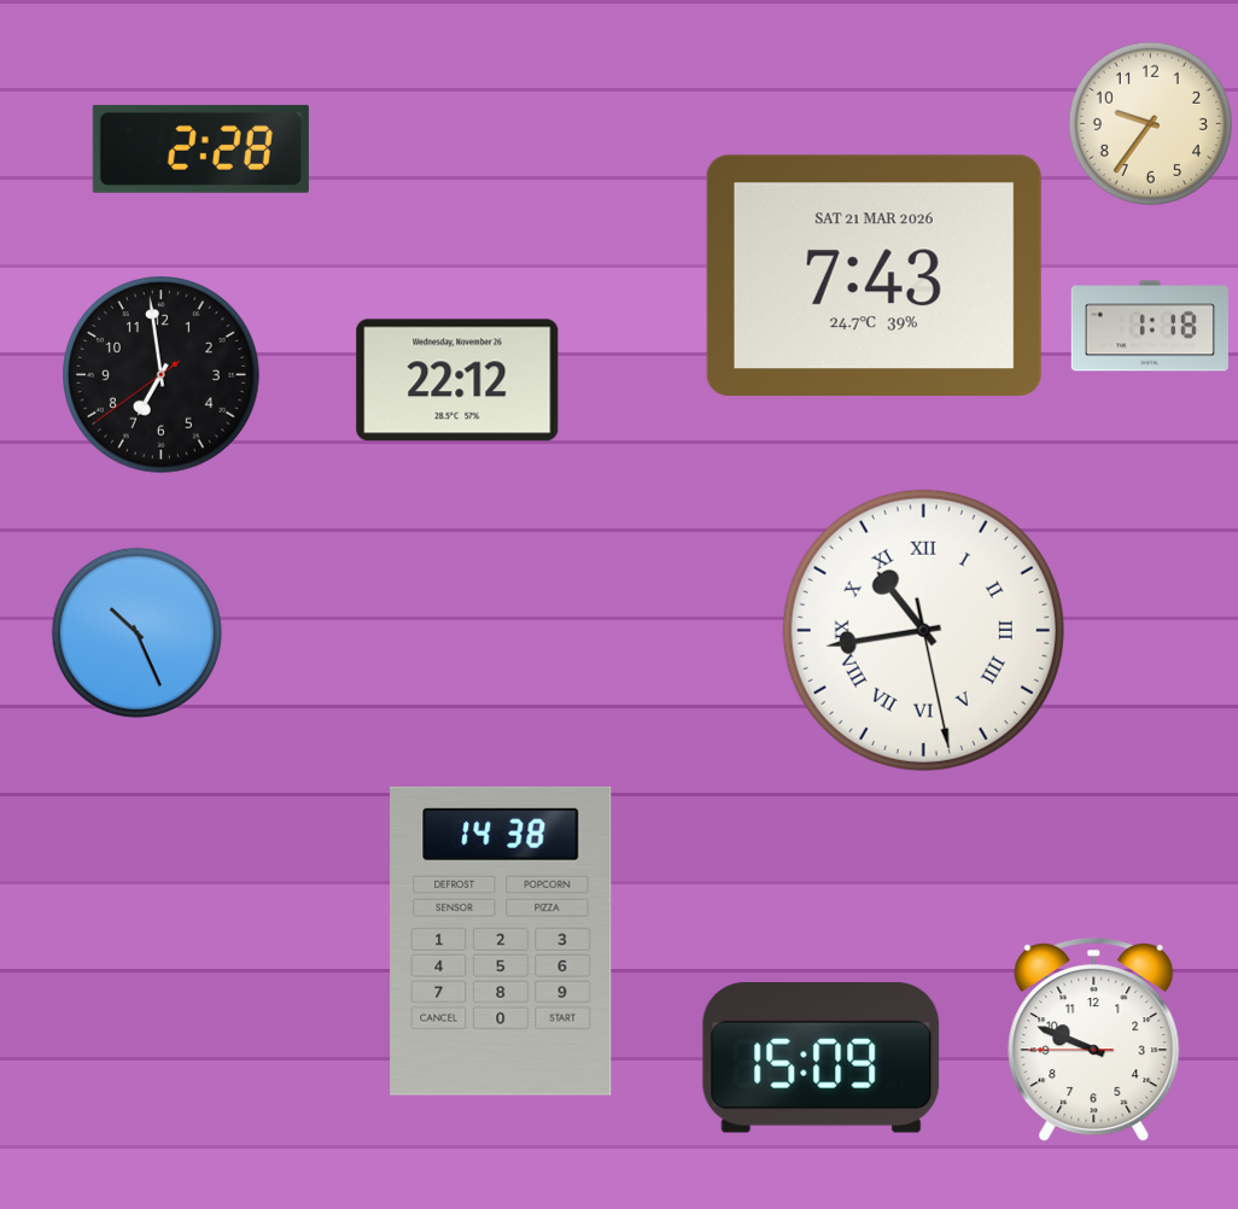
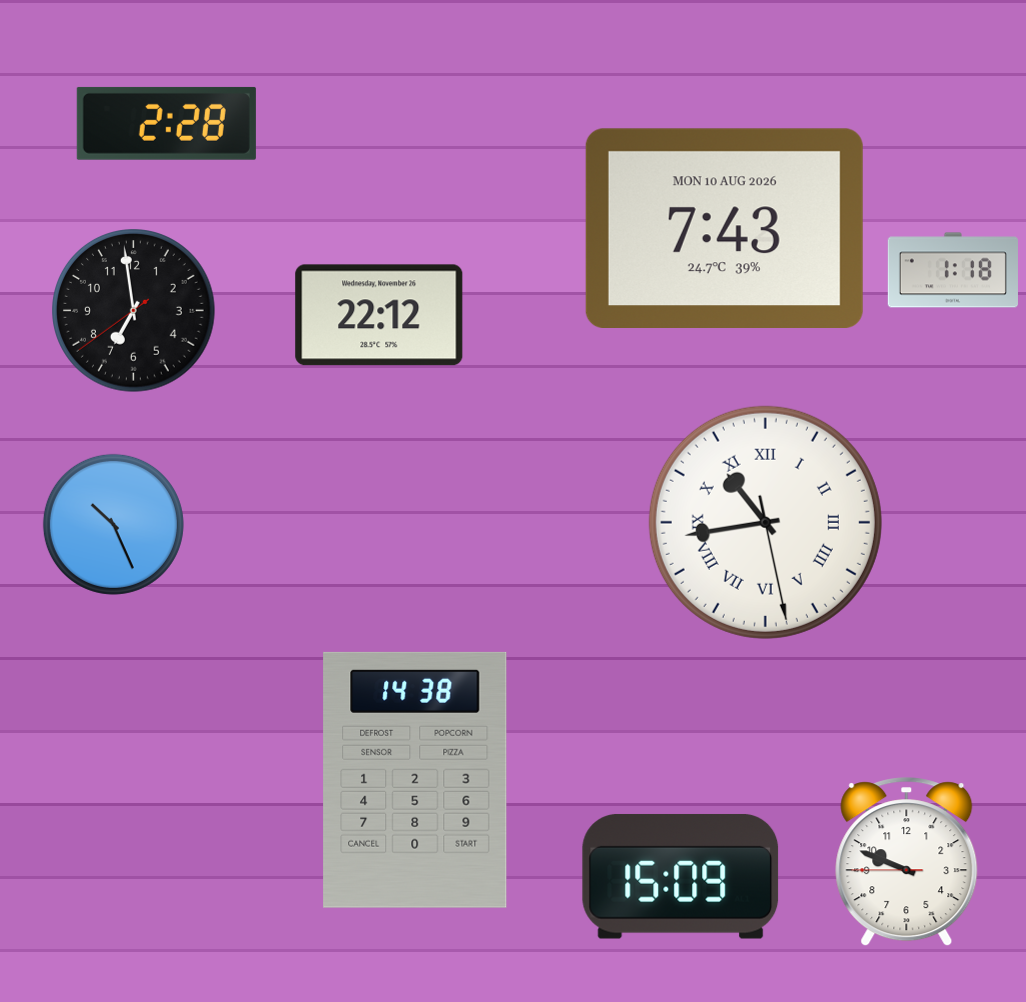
clock at (1150, 123): 9:36 -> none
clock at (874, 275) date: SAT 21 MAR 2026 -> MON 10 AUG 2026
